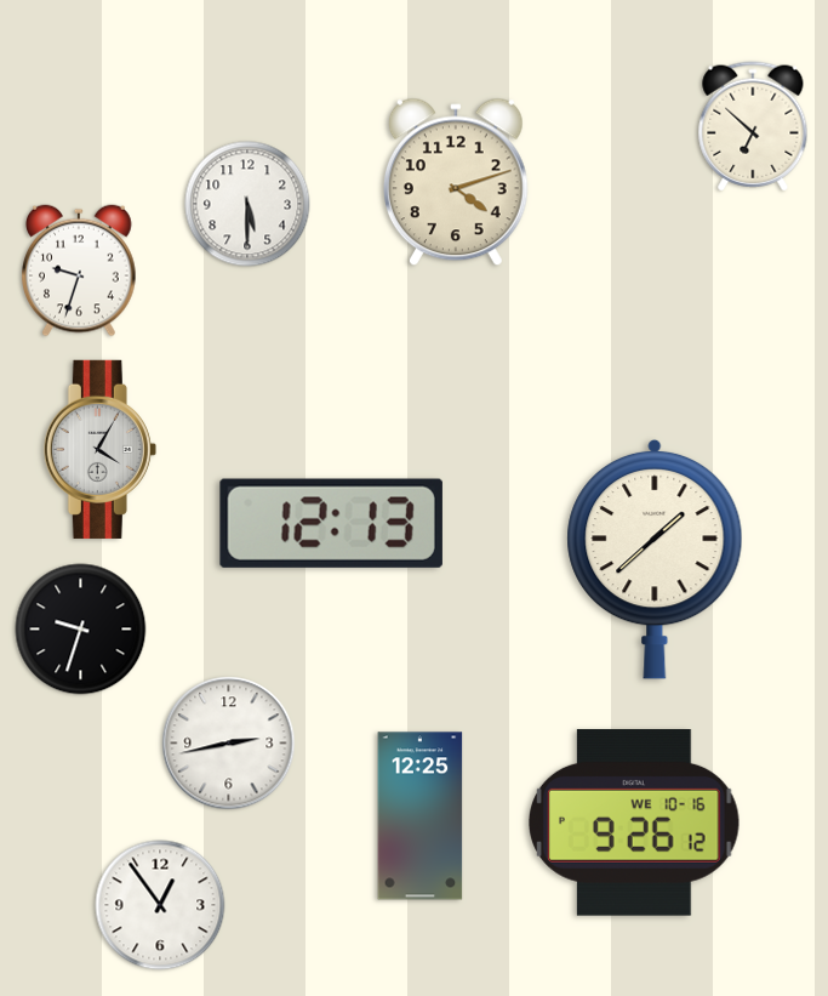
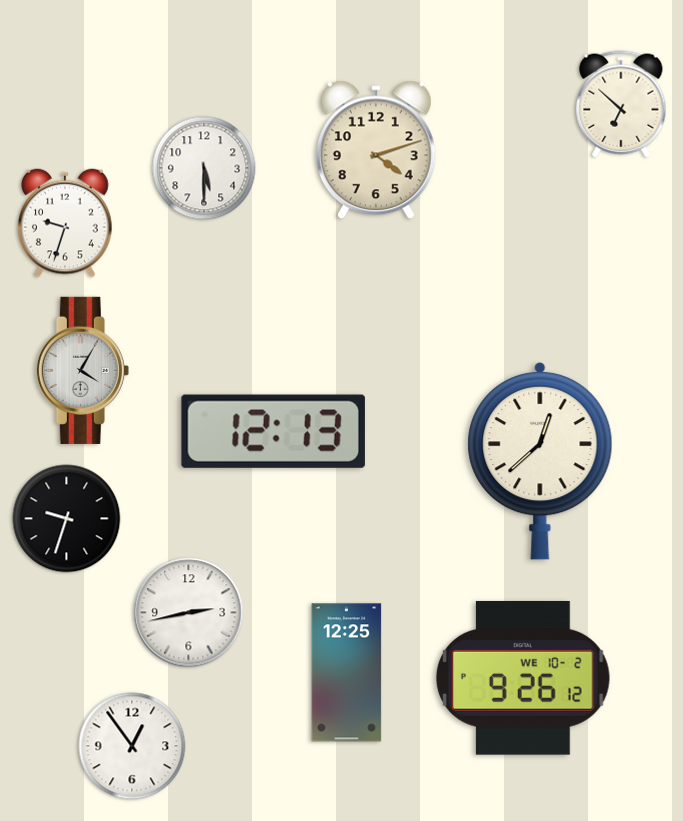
clock at (655, 559): 1:38 -> 12:38
clock at (635, 823) date: WE 10-16 -> WE 10-2
